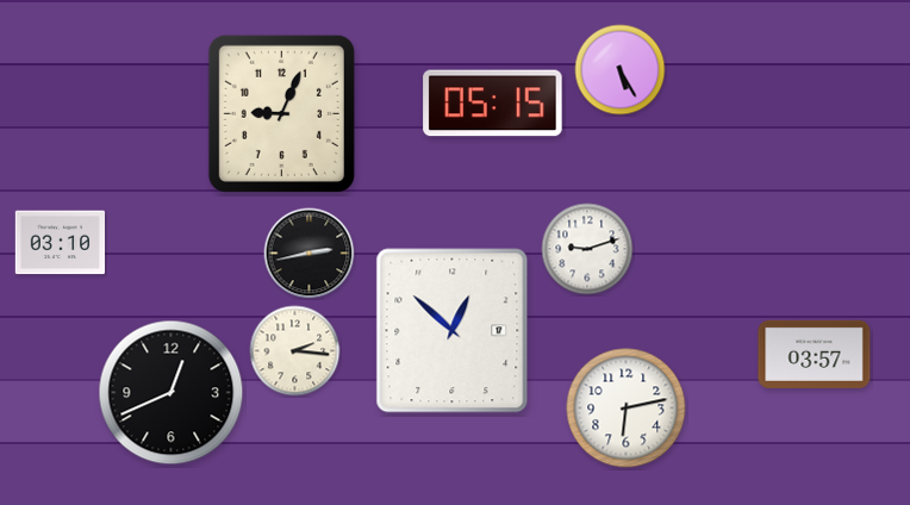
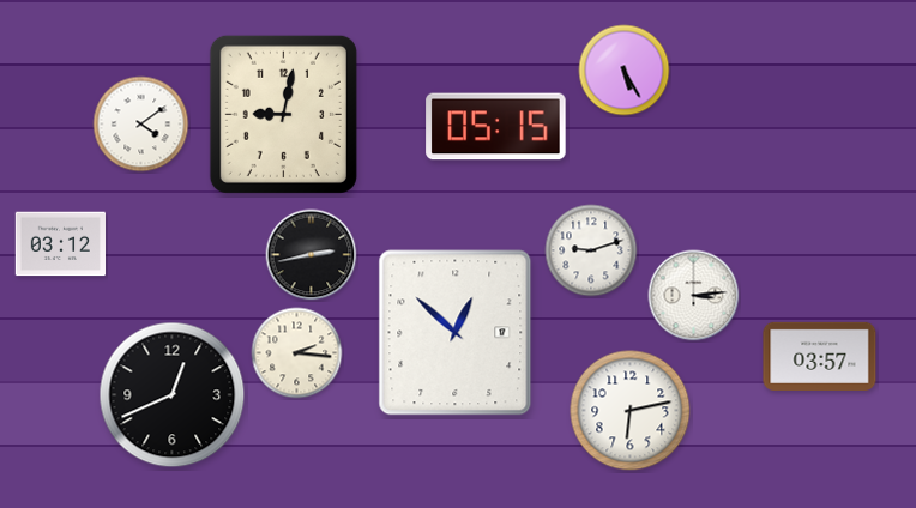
clock at (493, 104) position: (493, 104) -> (496, 127)
clock at (281, 113): 9:04 -> 9:02
clock at (141, 125): none -> 4:09
clock at (60, 243): 03:10 -> 03:12
clock at (694, 296): none -> 3:14
